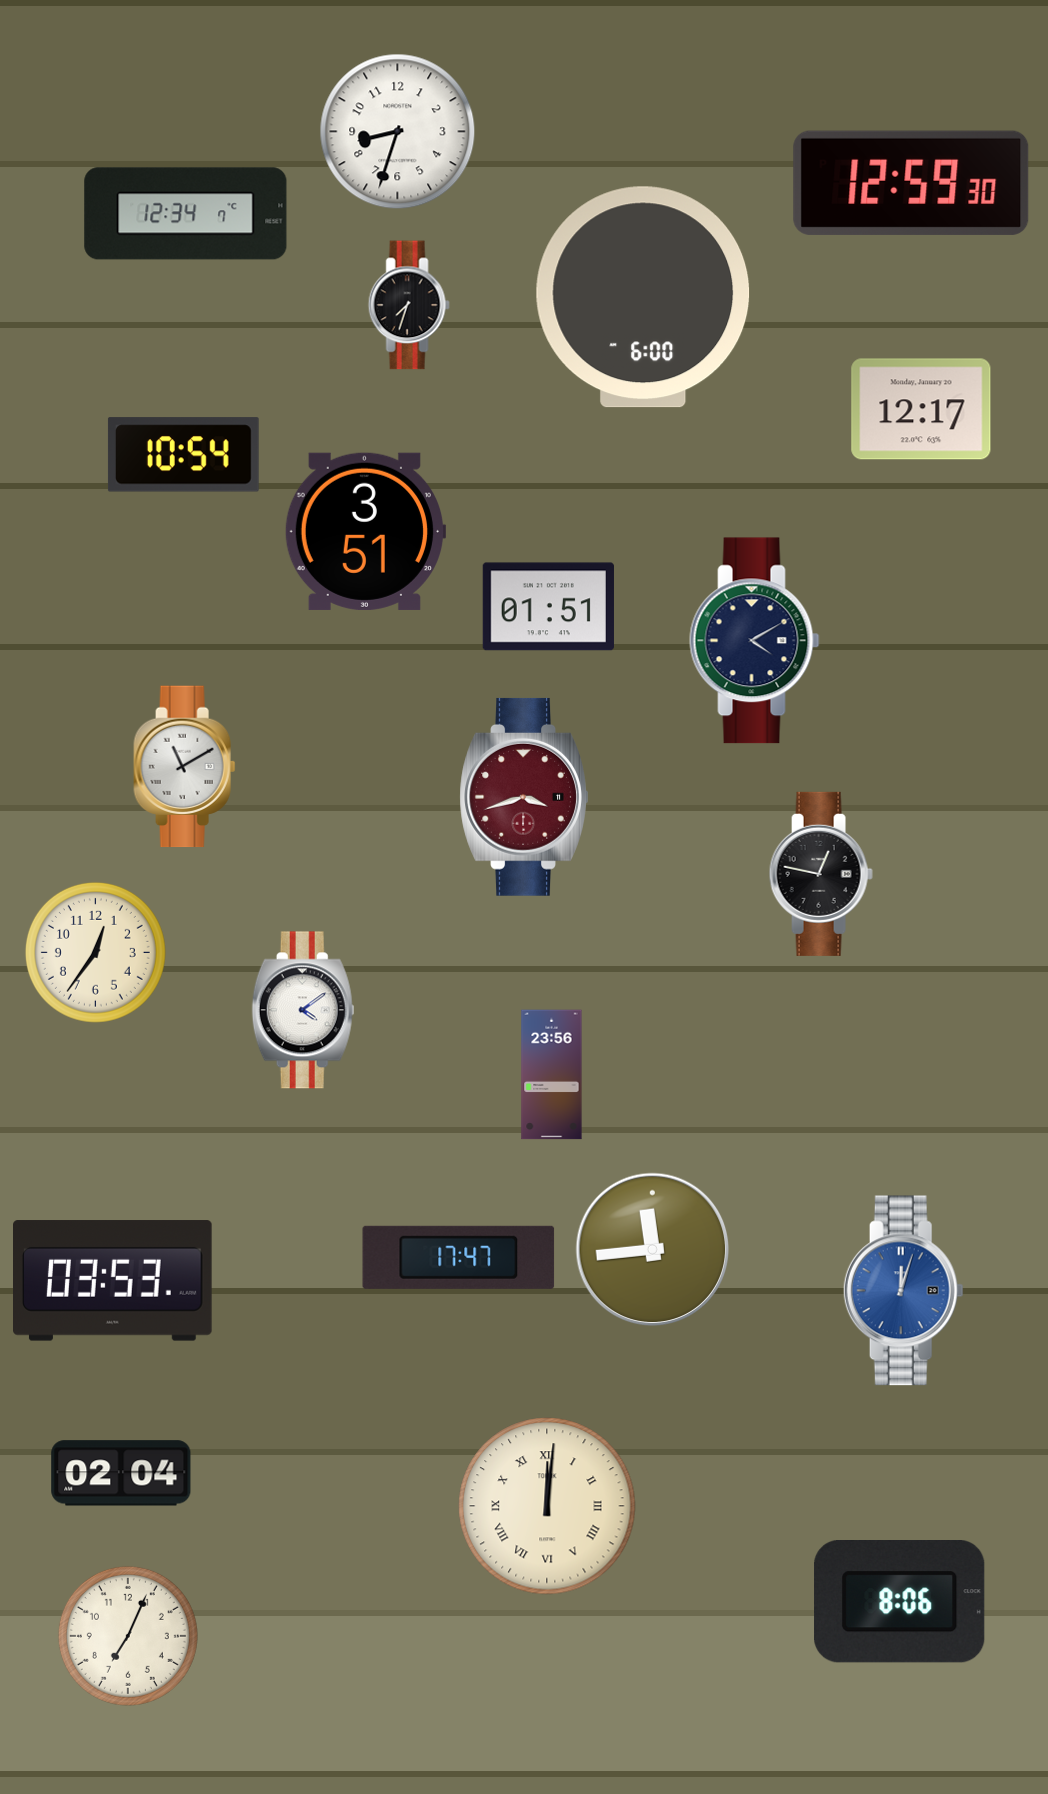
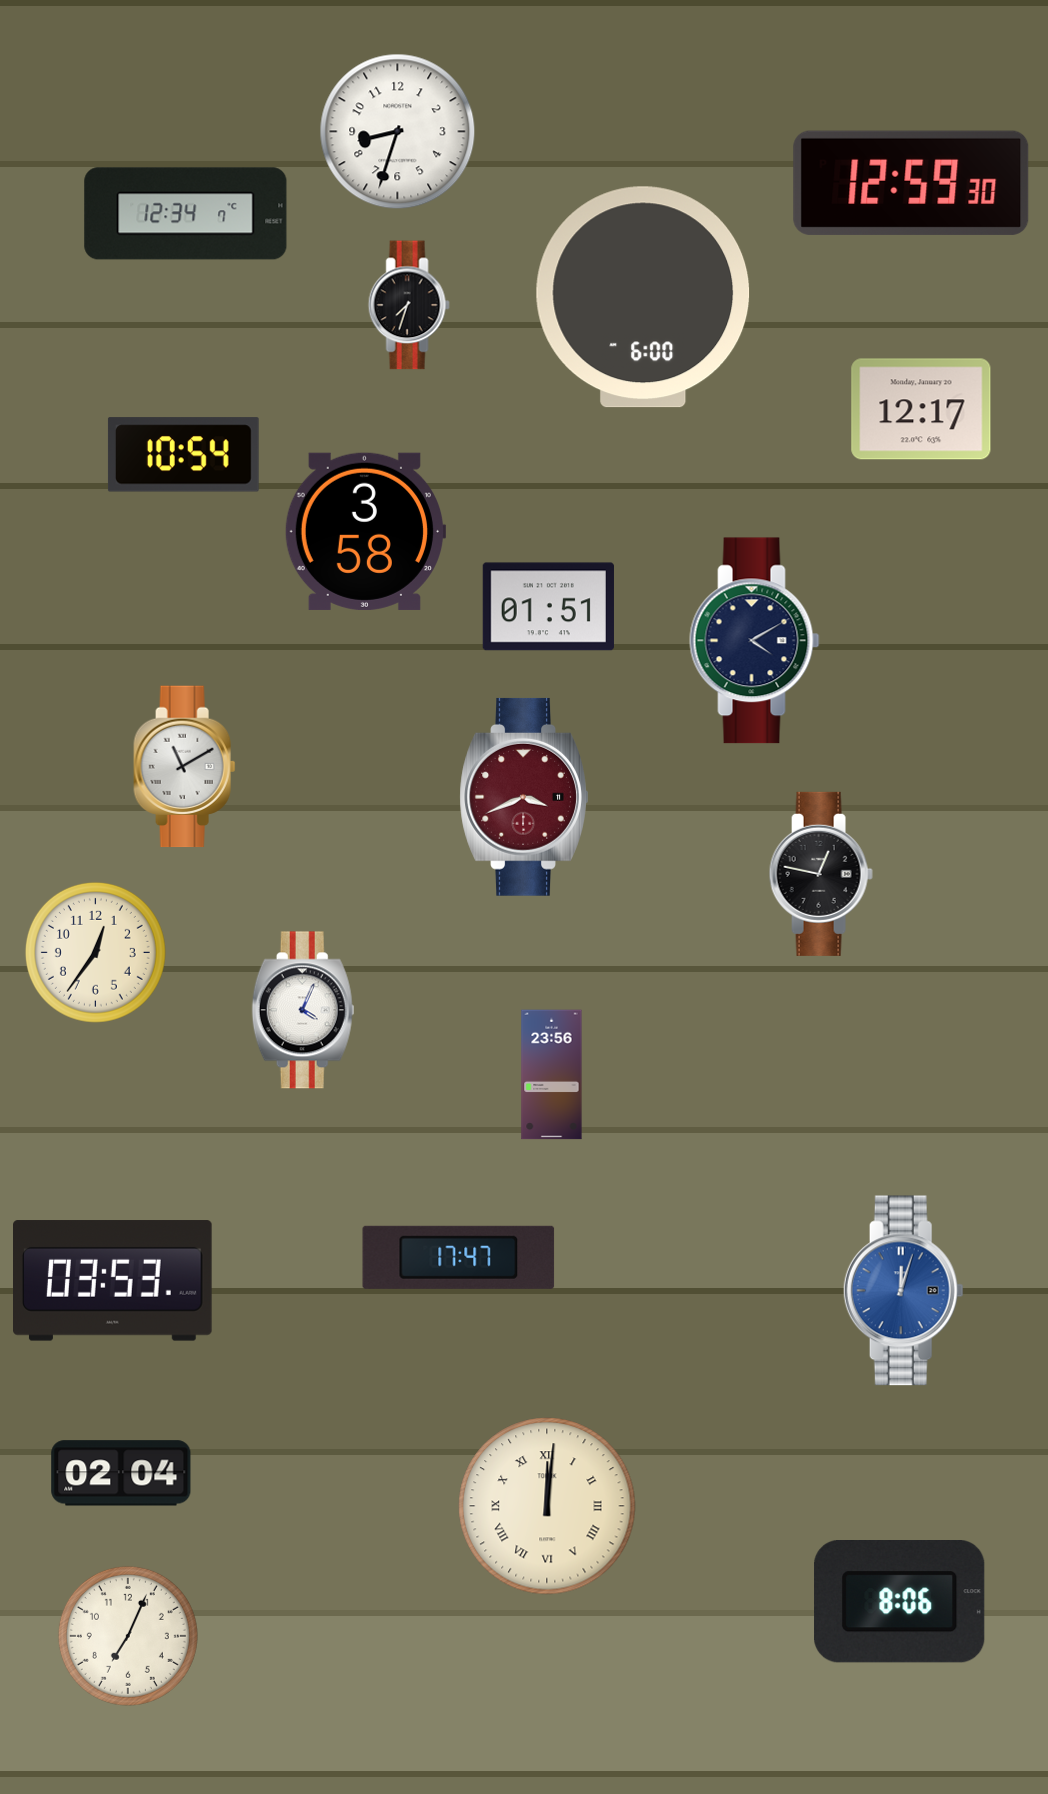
clock at (364, 531): 3:51 -> 3:58
clock at (524, 797): 3:42 -> 3:41
clock at (303, 1010): 4:09 -> 4:04
clock at (653, 1250): 11:44 -> none
